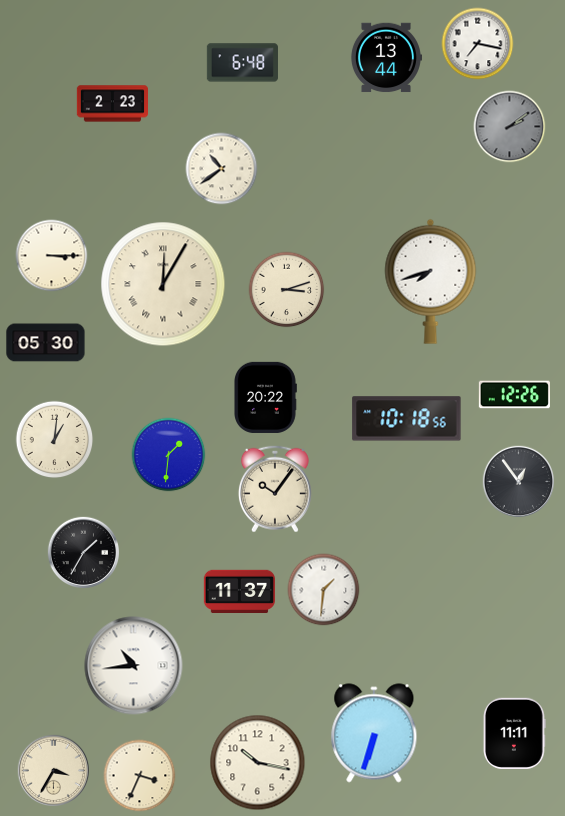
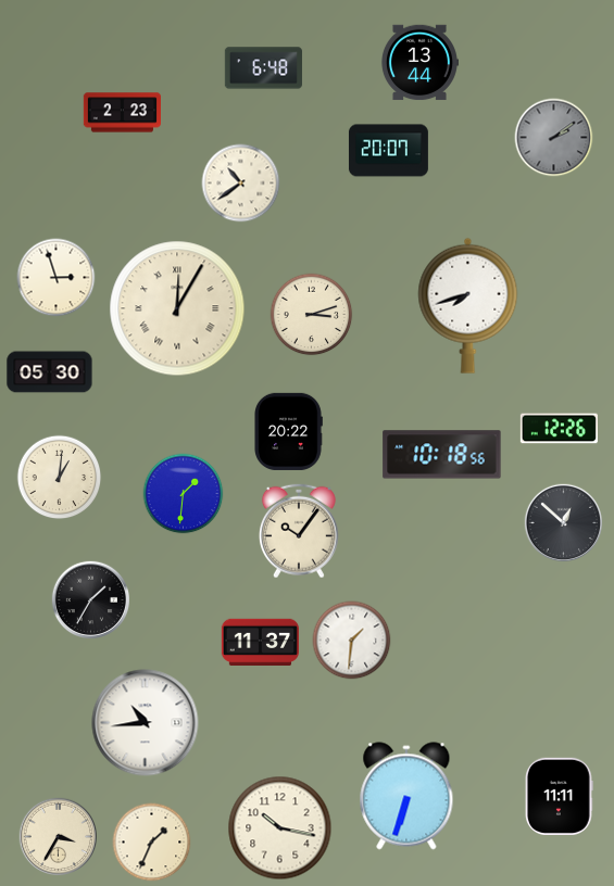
clock at (478, 44): 7:17 -> none
clock at (388, 151): none -> 20:07
clock at (52, 256): 3:15 -> 2:57
clock at (518, 481): 12:54 -> 12:52
clock at (140, 776): 3:34 -> 1:34
